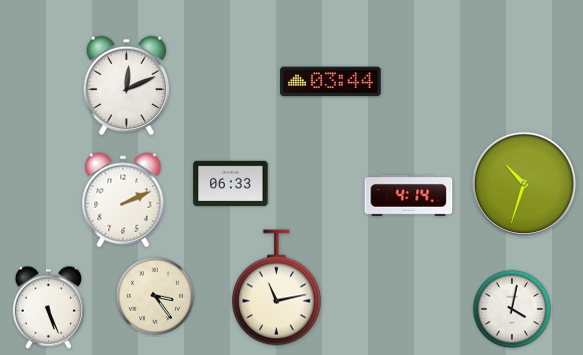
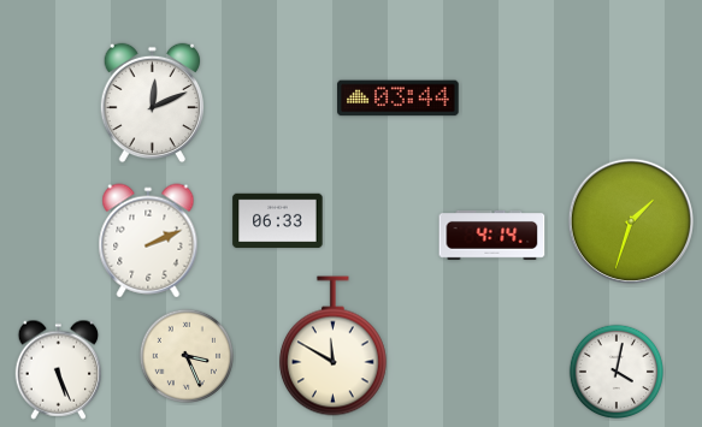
clock at (523, 183): 10:33 -> 1:33
clock at (276, 288): 11:13 -> 11:50
clock at (154, 295): 3:24 -> 3:26
